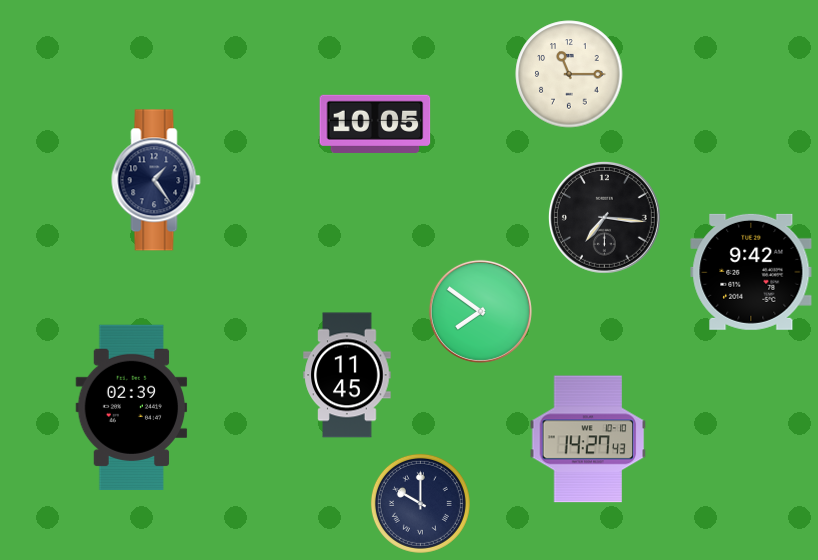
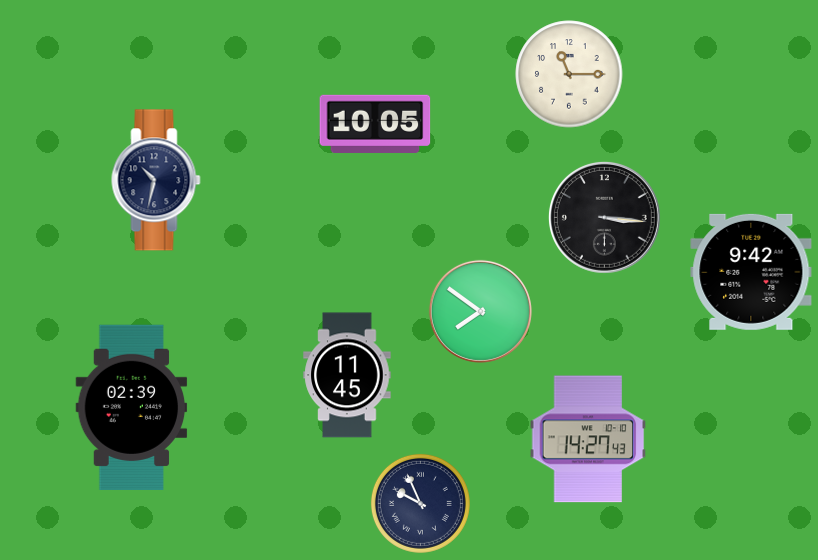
clock at (156, 180): 1:24 -> 10:32
clock at (604, 217): 7:16 -> 3:16
clock at (420, 503): 10:00 -> 9:56
